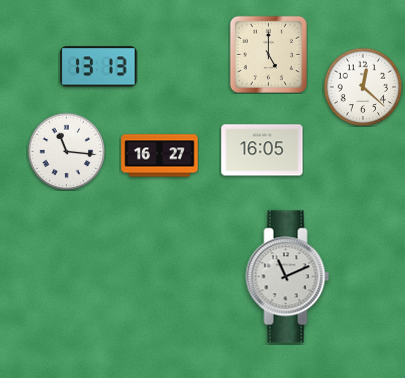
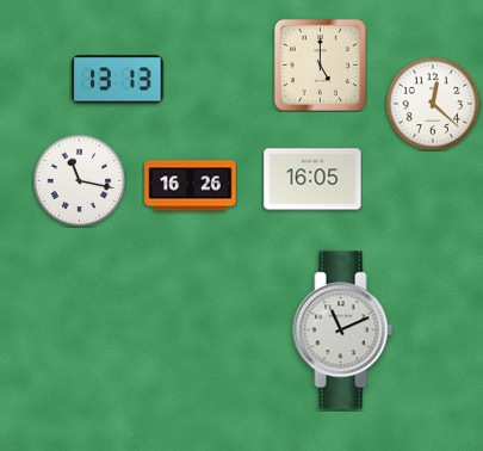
clock at (66, 151): 11:16 -> 11:17
clock at (160, 156): 16:27 -> 16:26
